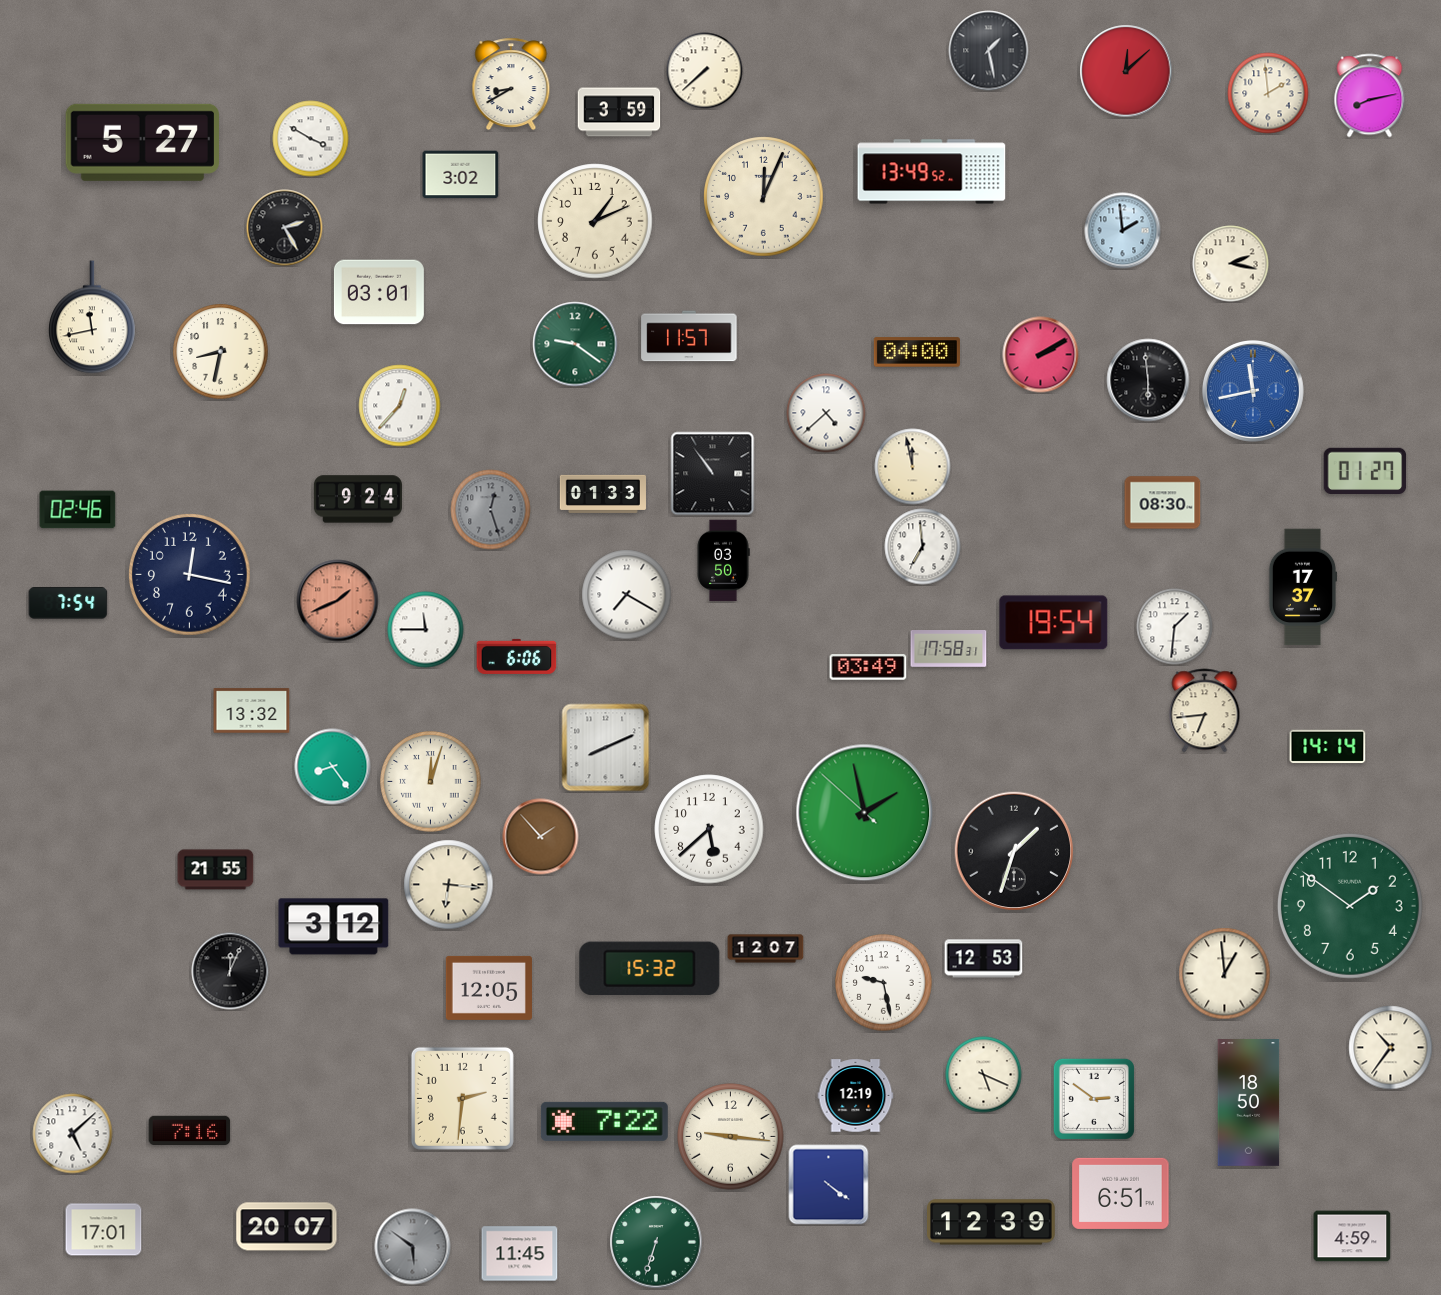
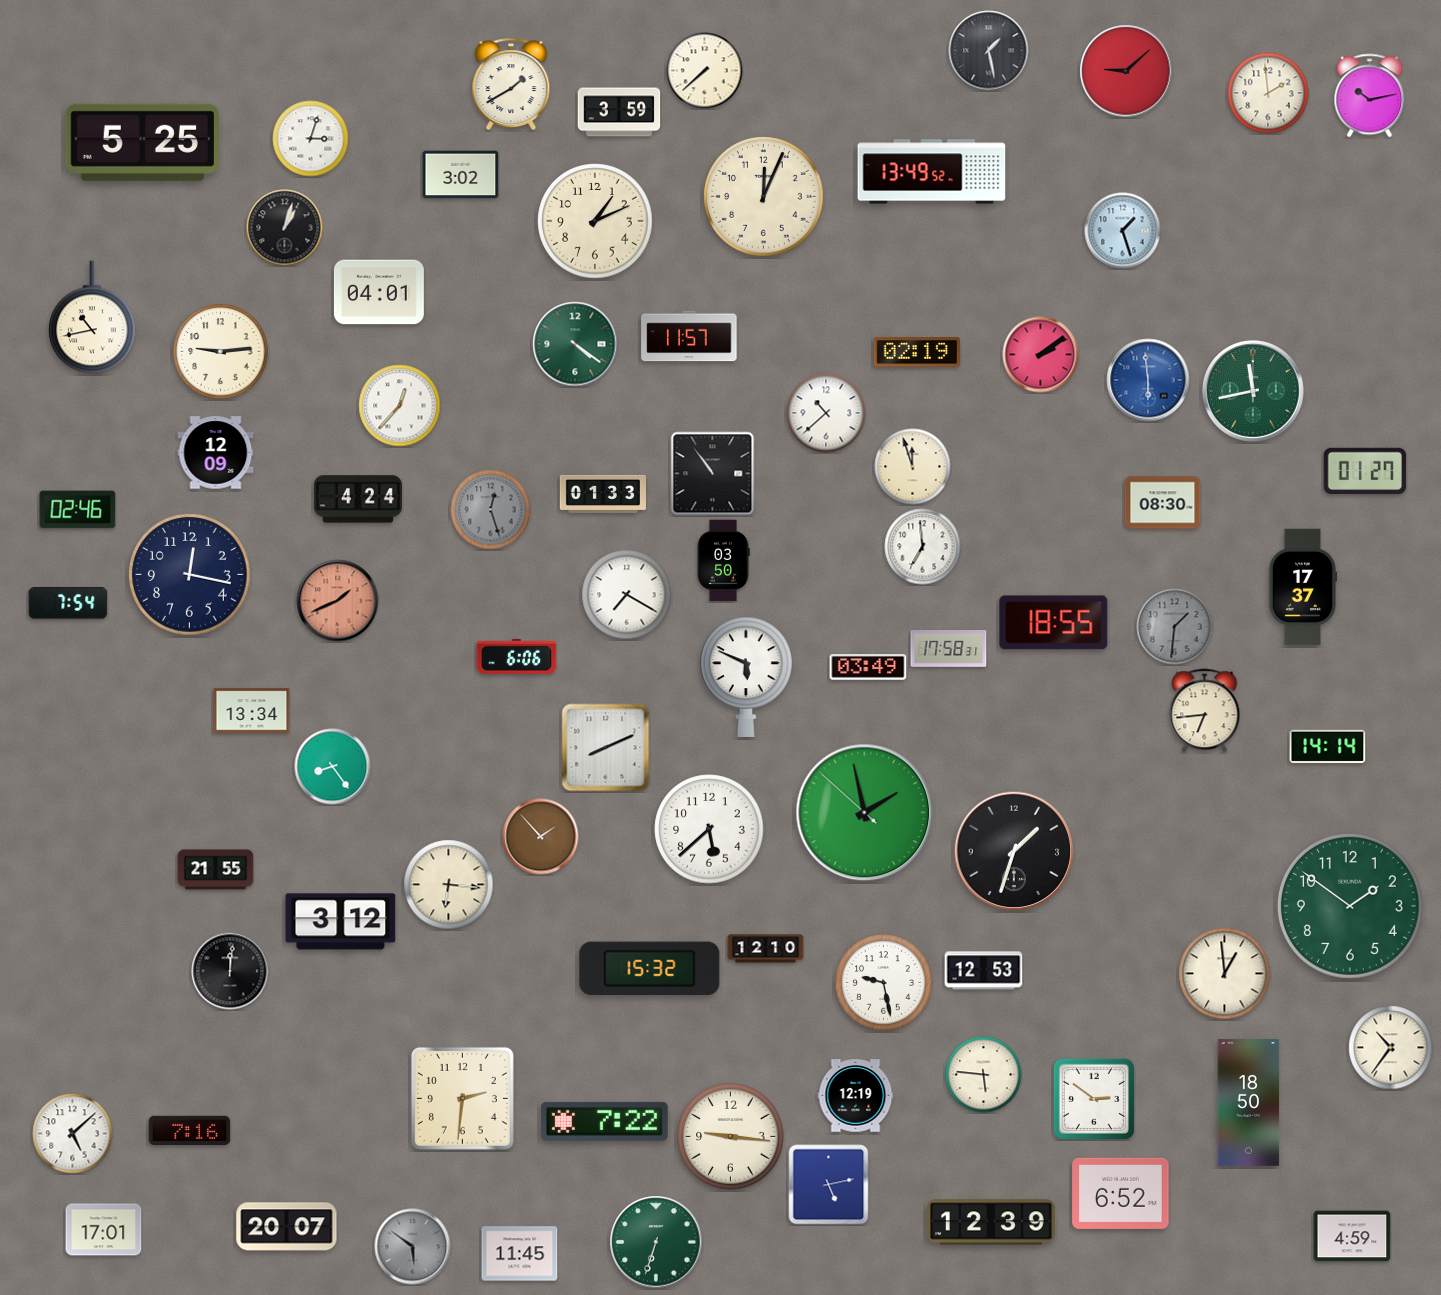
clock at (1126, 71): 12:08 -> 9:08
clock at (511, 84): 8:40 -> 1:40
clock at (1370, 96): 8:13 -> 10:13
clock at (311, 139): 3:50 -> 3:03
clock at (142, 142): 5:27 -> 5:25
clock at (285, 228): 2:25 -> 1:03
clock at (1123, 231): 1:59 -> 1:27
clock at (1231, 264): 2:17 -> none
clock at (379, 292): 03:01 -> 04:01
clock at (92, 317): 11:43 -> 10:43
clock at (575, 344): 9:21 -> 4:21
clock at (221, 352): 8:32 -> 9:14
clock at (917, 352): 04:00 -> 02:19
clock at (1041, 355): 2:10 -> 2:09
clock at (1148, 380) dial: black -> blue
clock at (1253, 391) dial: blue -> green
clock at (826, 413): 4:38 -> 10:38
clock at (216, 453): none -> 12:09
clock at (913, 467): 11:58 -> 11:57
clock at (358, 499): 9:24 -> 4:24
clock at (1054, 623): 19:54 -> 18:55
clock at (1175, 627) dial: white -> grey
clock at (426, 630): 11:45 -> none
clock at (747, 677): none -> 5:49
clock at (252, 711): 13:32 -> 13:34
clock at (431, 782): 12:03 -> none
clock at (334, 927) position: (334, 927) -> (341, 922)
clock at (766, 949): 12:07 -> 12:10
clock at (984, 959) position: (984, 959) -> (984, 971)
clock at (230, 971): 12:04 -> 12:01
clock at (489, 988): 12:05 -> none
clock at (984, 1075): 5:19 -> 5:46
clock at (829, 1185): 4:21 -> 5:13
clock at (1121, 1193): 6:51 -> 6:52
